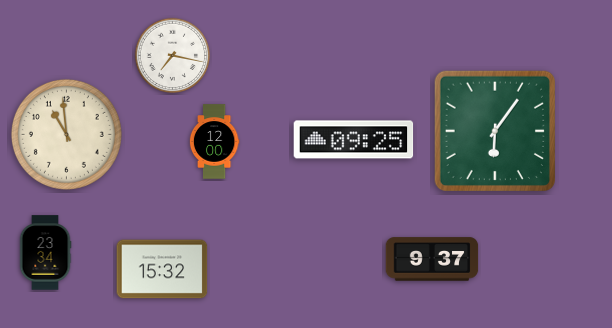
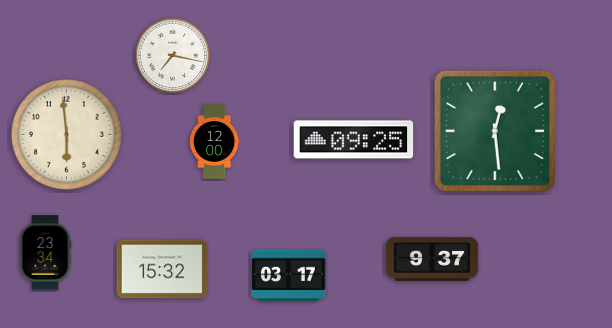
clock at (494, 130): 6:06 -> 12:29
clock at (66, 134): 10:59 -> 5:59
clock at (289, 276): none -> 03:17
